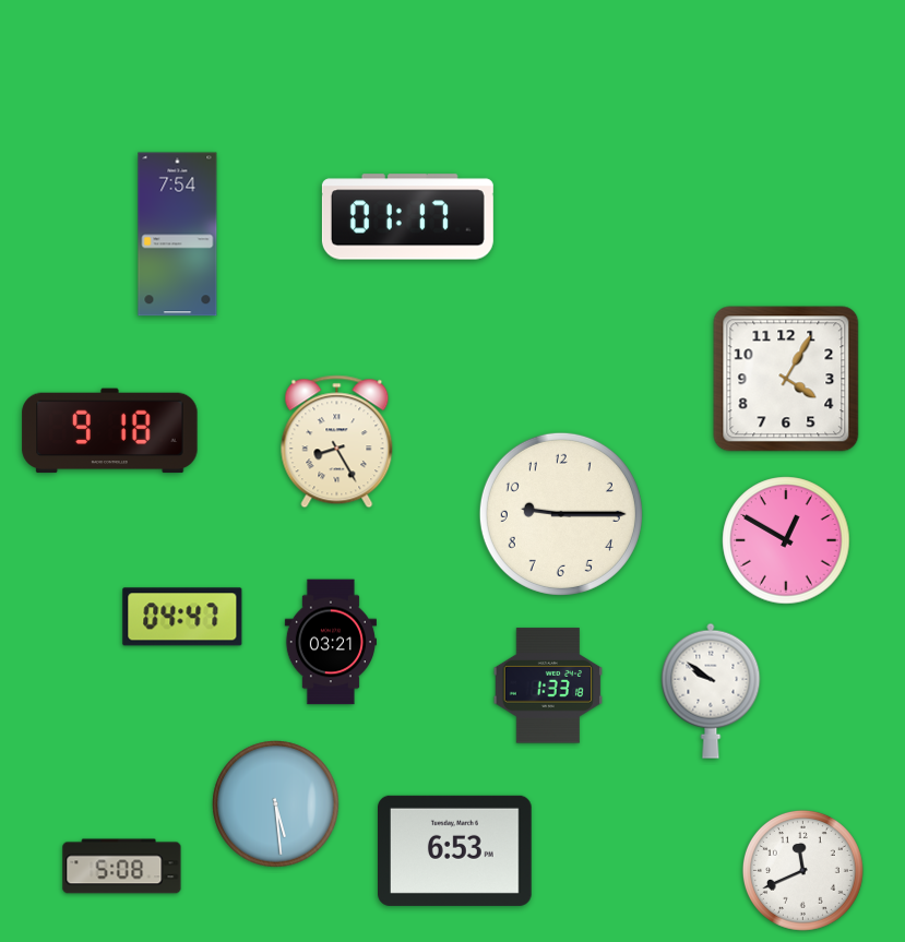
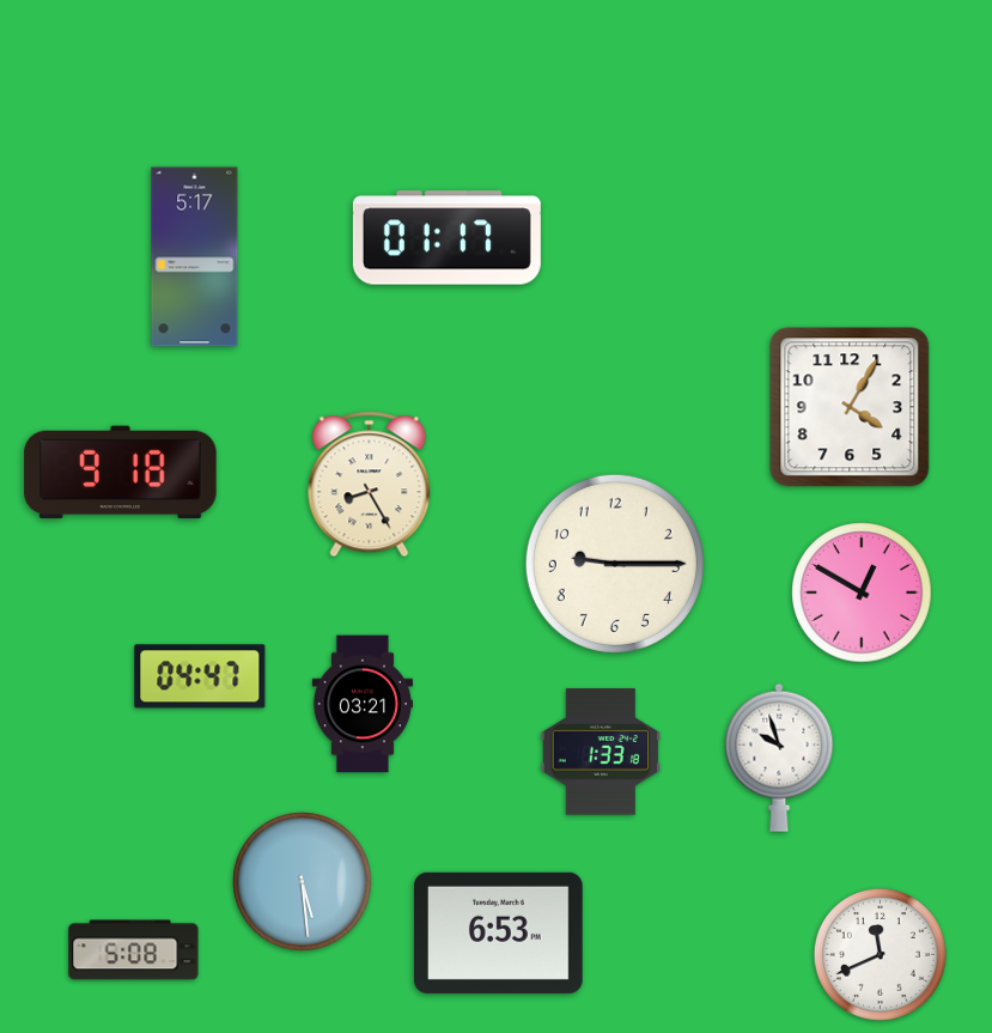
clock at (178, 235): 7:54 -> 5:17
clock at (786, 379) position: (786, 379) -> (850, 407)
clock at (711, 691): 9:51 -> 9:57
